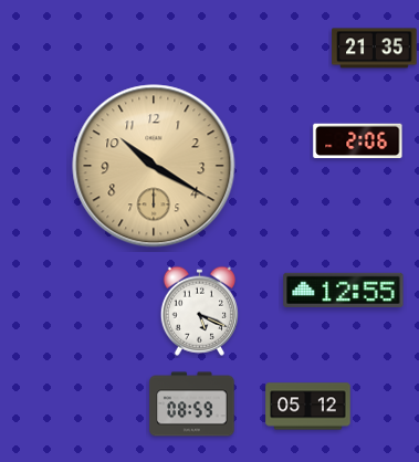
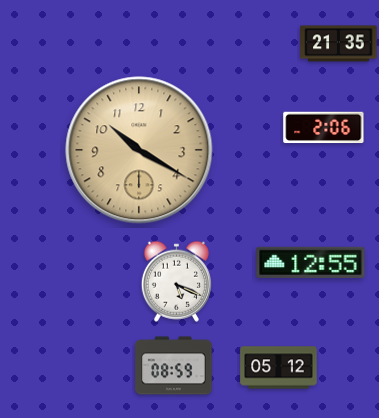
clock at (199, 311) position: (199, 311) -> (176, 281)
